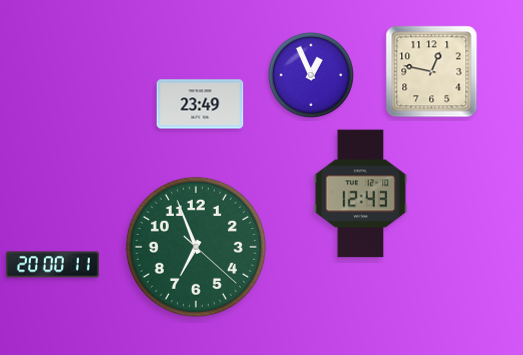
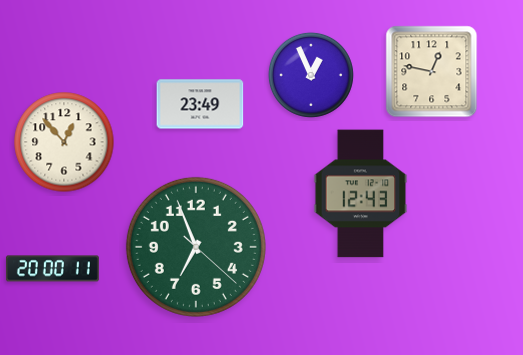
clock at (64, 142): none -> 12:53
clock at (52, 265) position: (52, 265) -> (52, 269)
